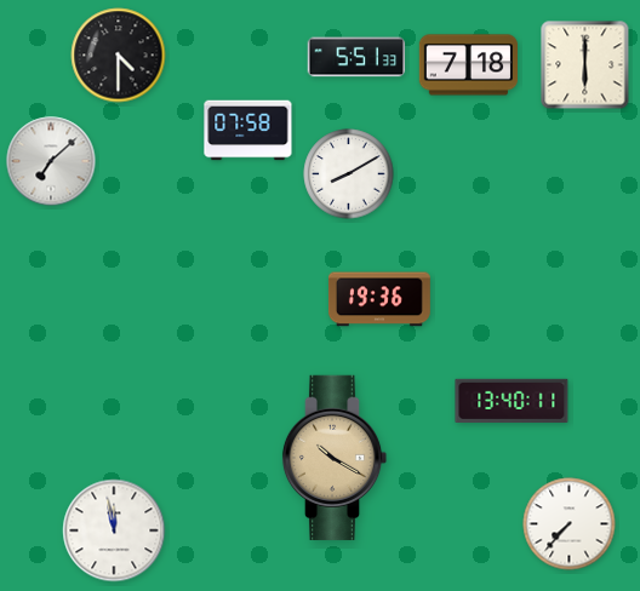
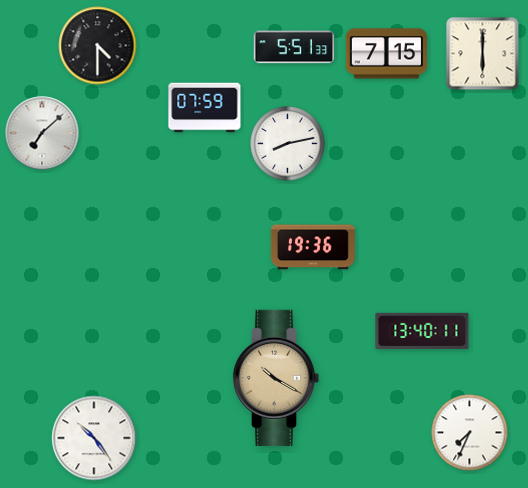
clock at (468, 65): 7:18 -> 7:15
clock at (248, 131): 07:58 -> 07:59
clock at (349, 174): 8:10 -> 8:13
clock at (570, 524): 7:37 -> 7:34
clock at (114, 530): 11:58 -> 10:24
